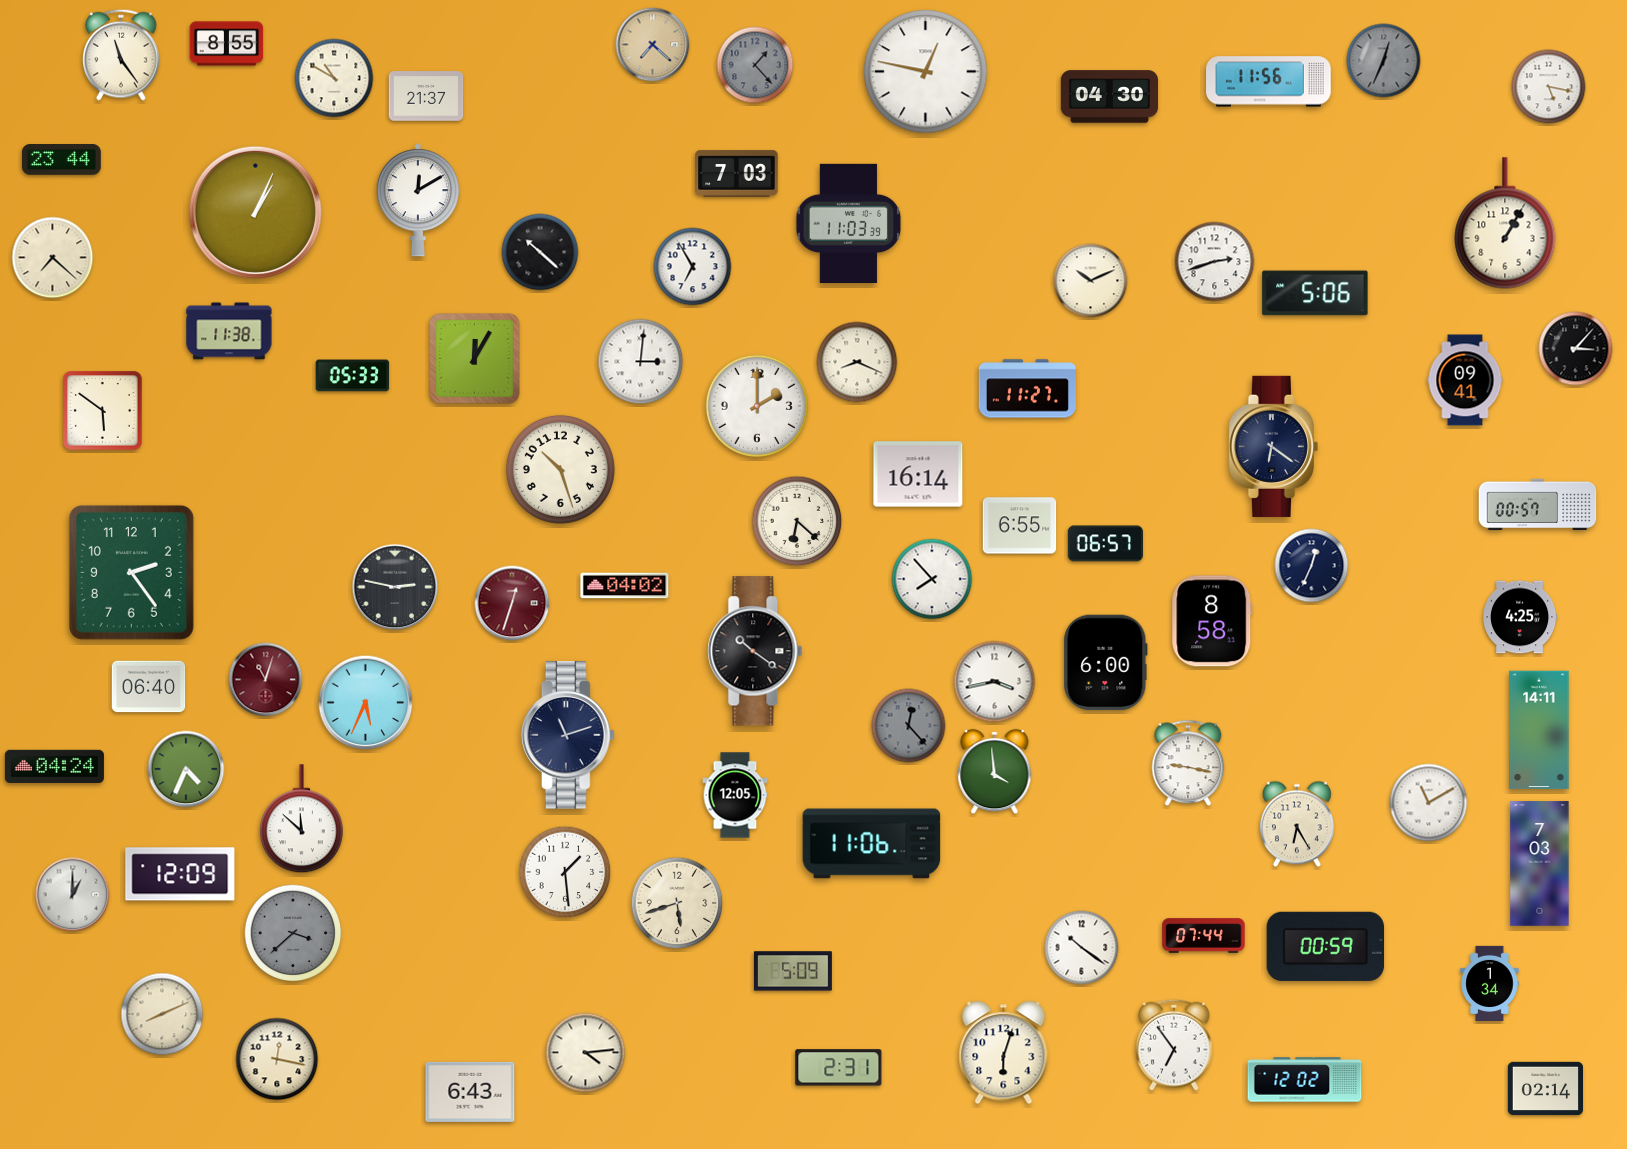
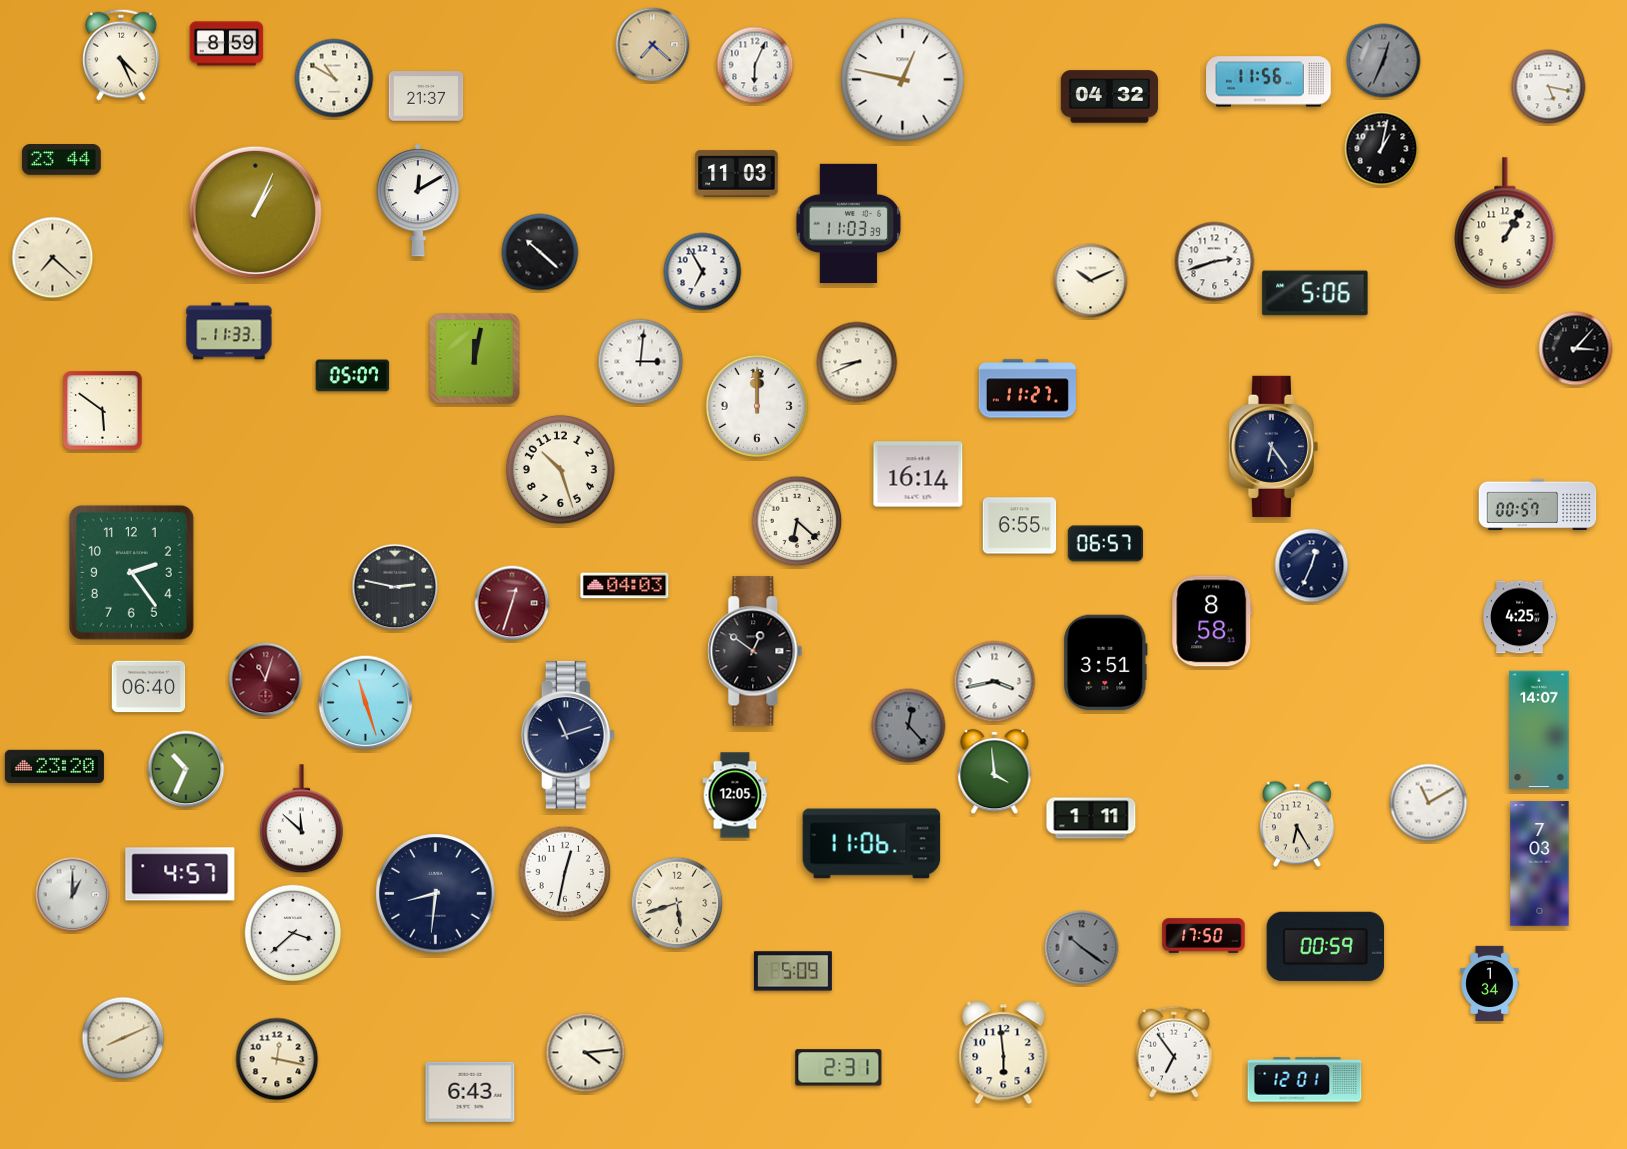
clock at (227, 44): 8:55 -> 8:59
clock at (121, 55): 11:24 -> 4:26
clock at (755, 65): 1:23 -> 6:04
clock at (755, 65) dial: grey -> white
clock at (926, 72) position: (926, 72) -> (903, 80)
clock at (1109, 97): 04:30 -> 04:32
clock at (1382, 149): none -> 1:02
clock at (737, 174): 7:03 -> 11:03
clock at (693, 267) position: (693, 267) -> (703, 272)
clock at (229, 331): 11:38 -> 11:33
clock at (475, 359): 12:05 -> 12:02
clock at (857, 362): 8:19 -> 8:41
clock at (353, 376): 05:33 -> 05:07
clock at (1465, 380): 09:41 -> none
clock at (757, 406): 2:00 -> 12:00
clock at (1273, 446): 6:21 -> 6:24
clock at (932, 579): 7:53 -> none
clock at (625, 586): 04:02 -> 04:03
clock at (755, 651): 10:21 -> 12:51
clock at (1106, 663): 6:00 -> 3:51
clock at (366, 703): 5:34 -> 11:27
clock at (1539, 730): 14:11 -> 14:07
clock at (1188, 763): 9:17 -> none
clock at (54, 766): 04:24 -> 23:20
clock at (186, 769): 4:34 -> 10:34
clock at (1091, 818): none -> 1:11
clock at (565, 872): 1:29 -> 12:32
clock at (180, 874): 12:09 -> 4:57
clock at (436, 894): none -> 8:31
clock at (293, 933) dial: grey -> white
clock at (1204, 936): 07:44 -> 17:50
clock at (1082, 948) dial: white -> grey
clock at (162, 1014) position: (162, 1014) -> (123, 1038)
clock at (1174, 1045) position: (1174, 1045) -> (1174, 1052)
clock at (1004, 1053): 6:03 -> 5:59
clock at (1305, 1080): 12:02 -> 12:01
clock at (1545, 1089): 02:14 -> none
